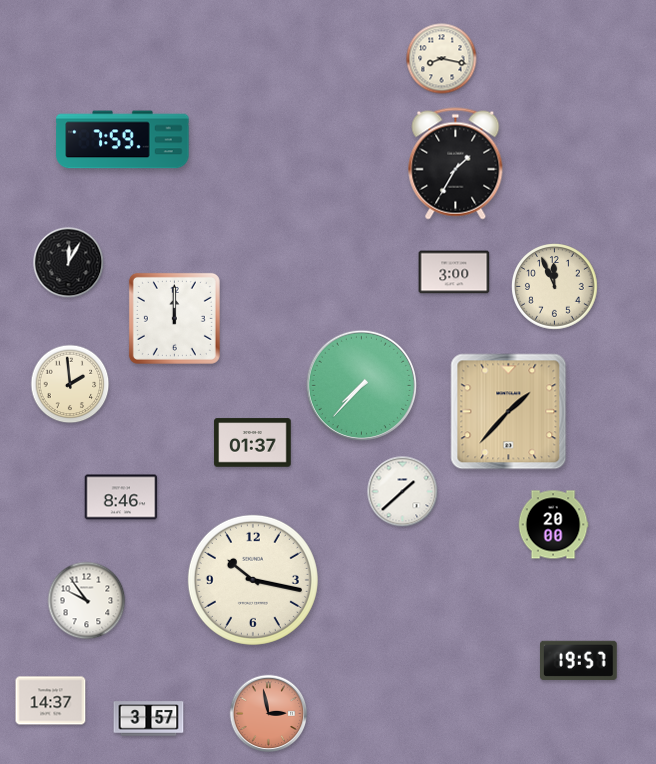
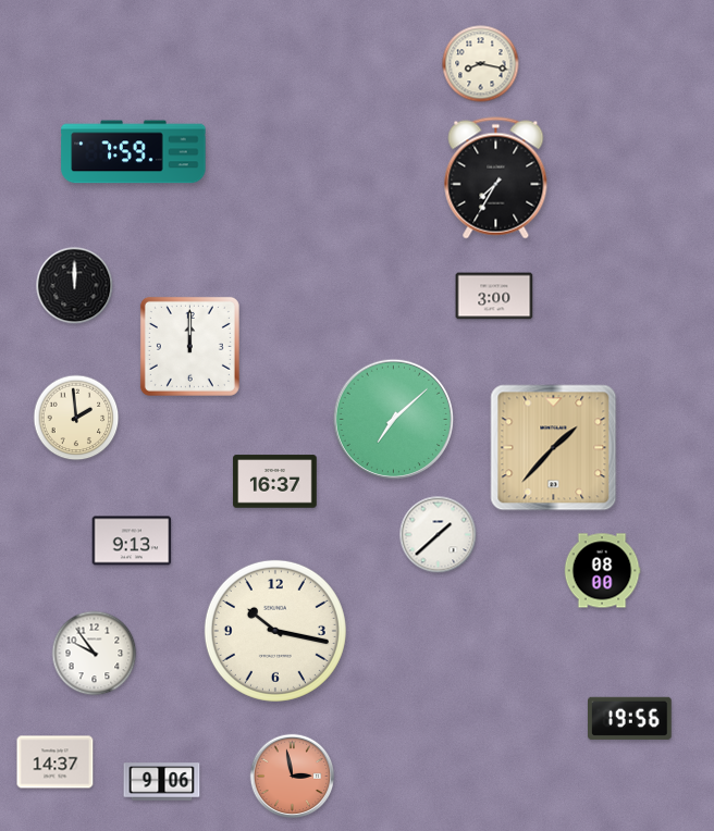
clock at (456, 164): 1:35 -> 7:35
clock at (69, 263): 12:05 -> 12:00
clock at (555, 287): 11:56 -> none
clock at (361, 385): 7:37 -> 7:08
clock at (253, 443): 01:37 -> 16:37
clock at (121, 497): 8:46 -> 9:13
clock at (553, 525): 20:00 -> 08:00
clock at (579, 660): 19:57 -> 19:56
clock at (149, 719): 3:57 -> 9:06
